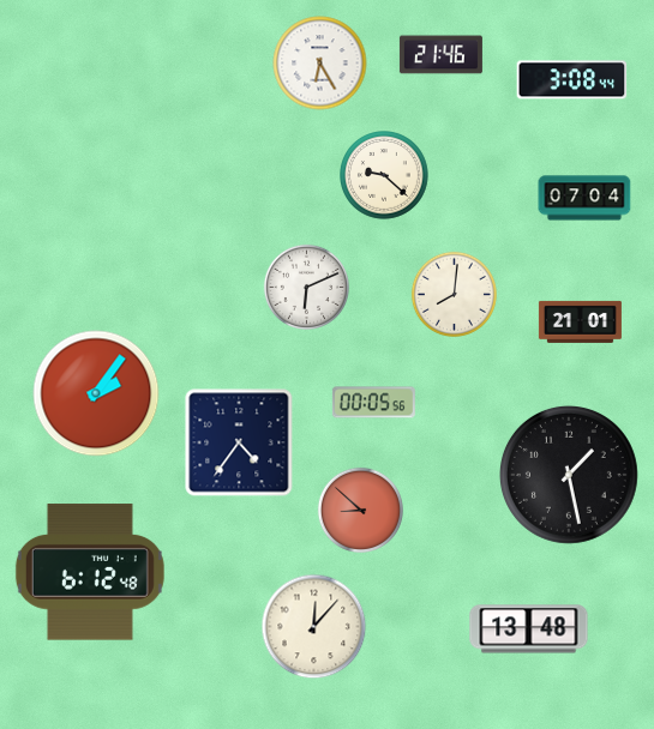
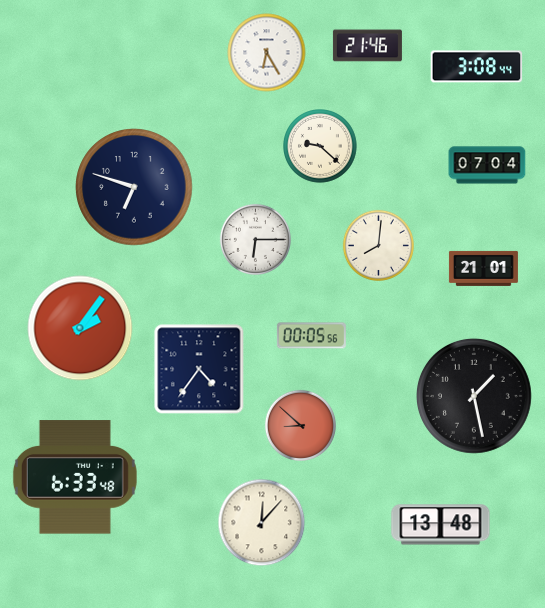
clock at (134, 187): none -> 6:48
clock at (306, 287): 6:11 -> 6:15
clock at (90, 572): 6:12 -> 6:33
